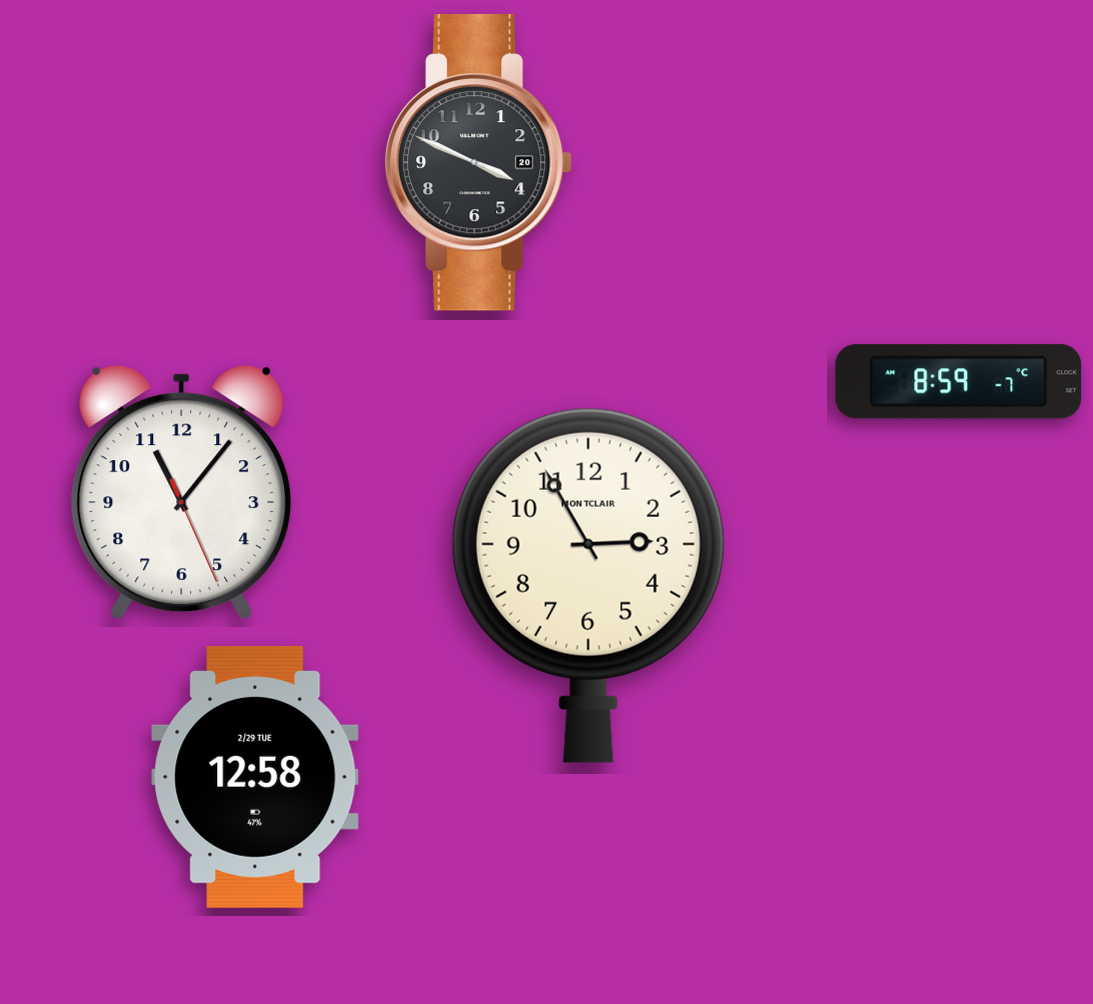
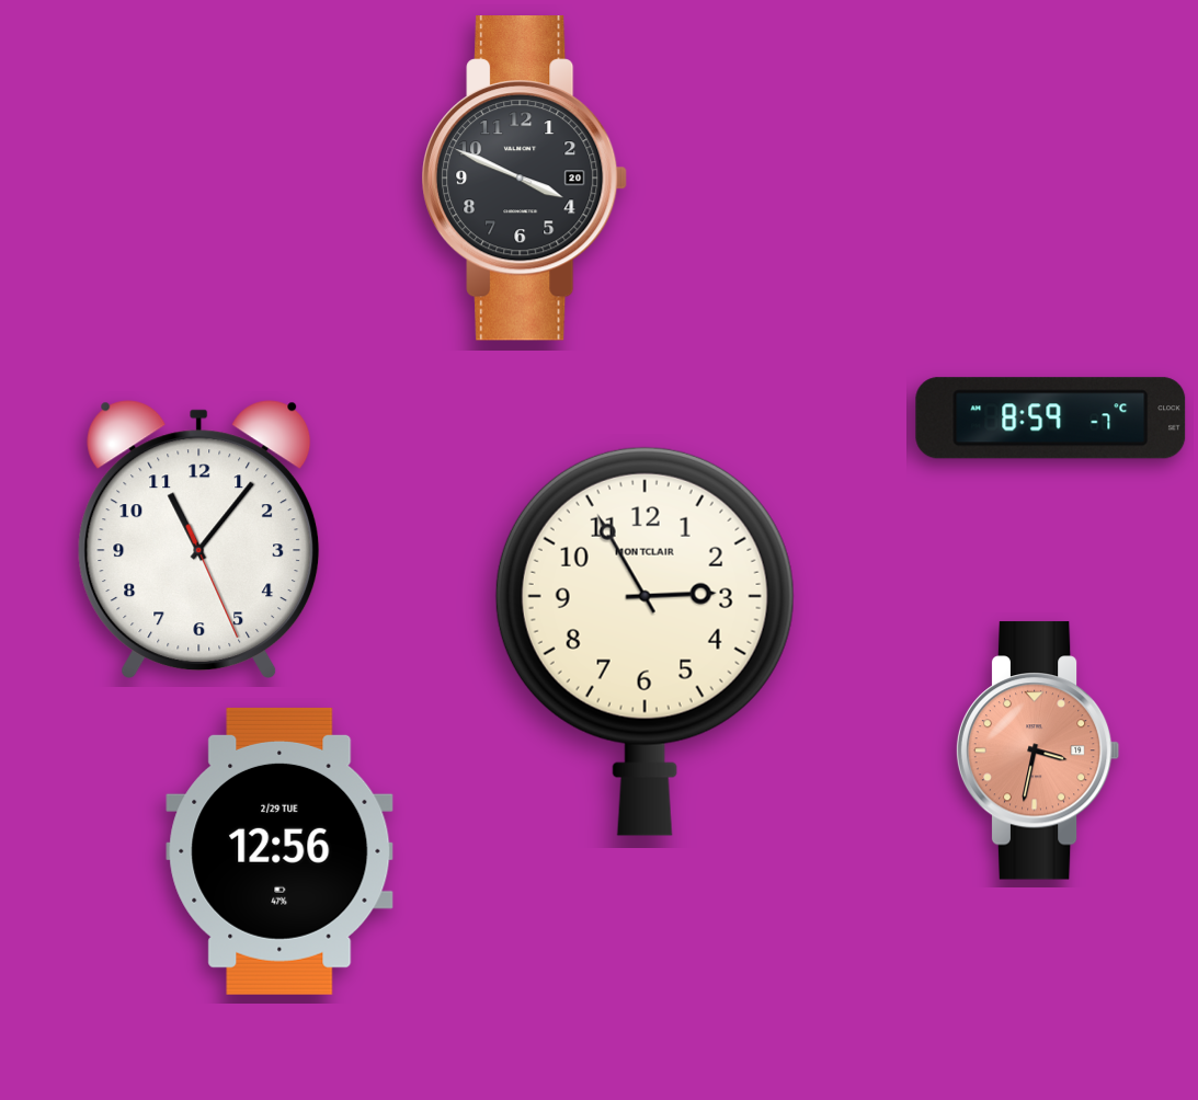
clock at (1038, 750): none -> 3:32
clock at (255, 777): 12:58 -> 12:56
